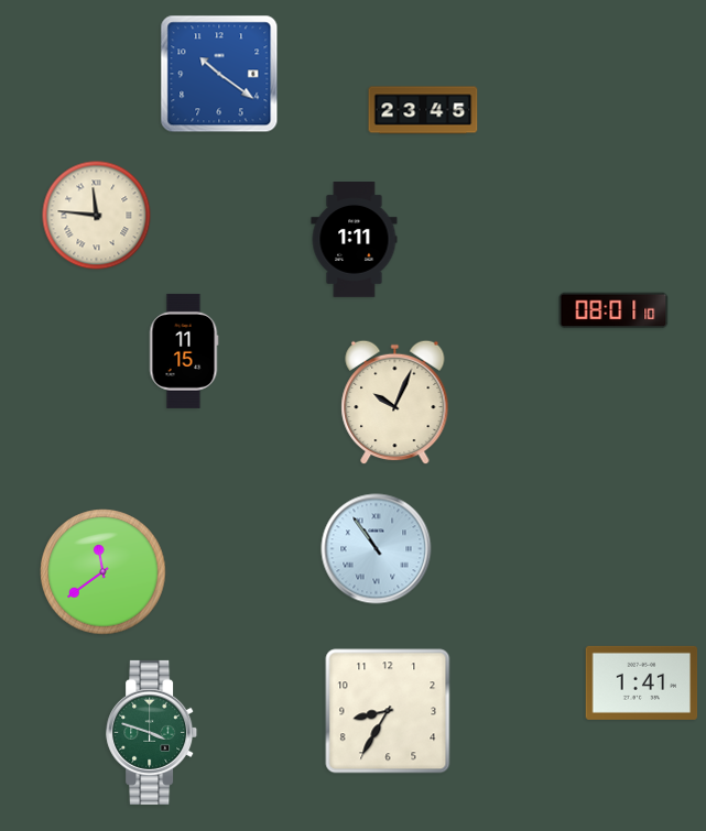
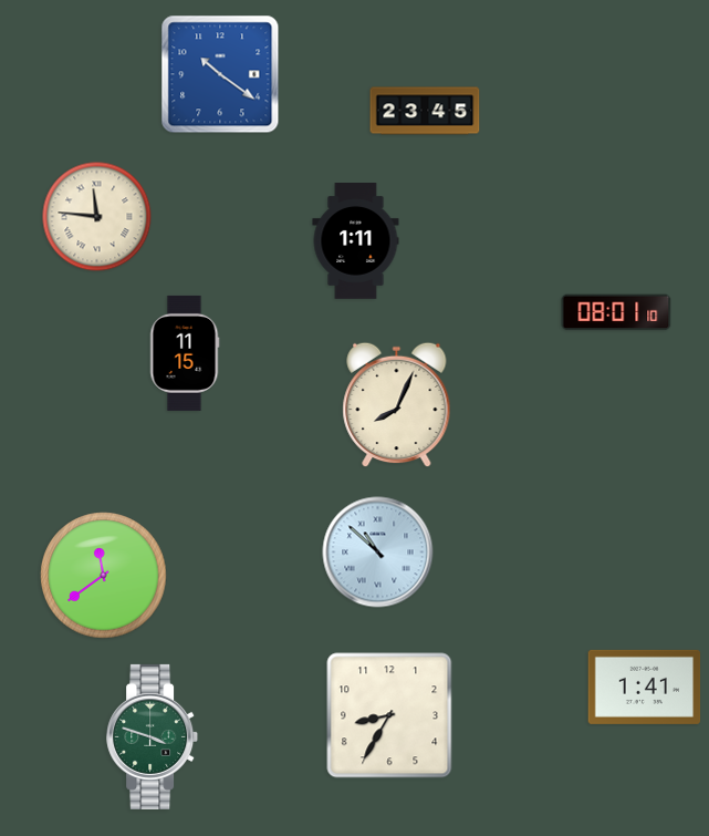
clock at (395, 403): 10:04 -> 8:04
clock at (377, 549): 10:54 -> 10:52
